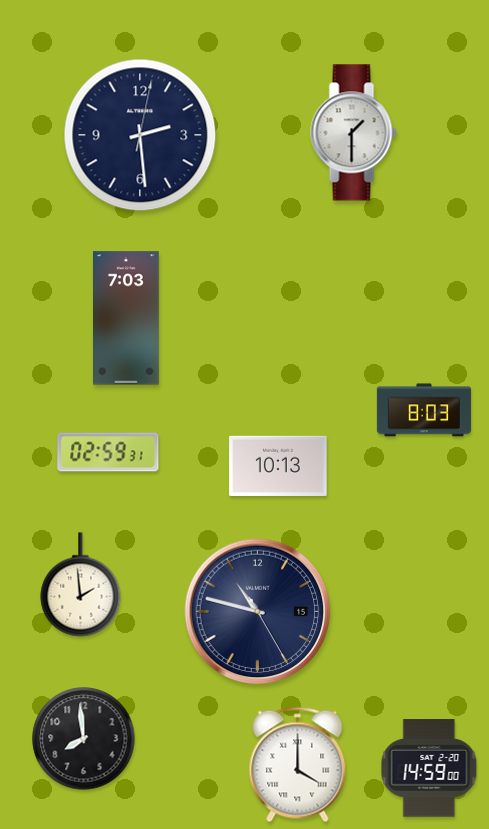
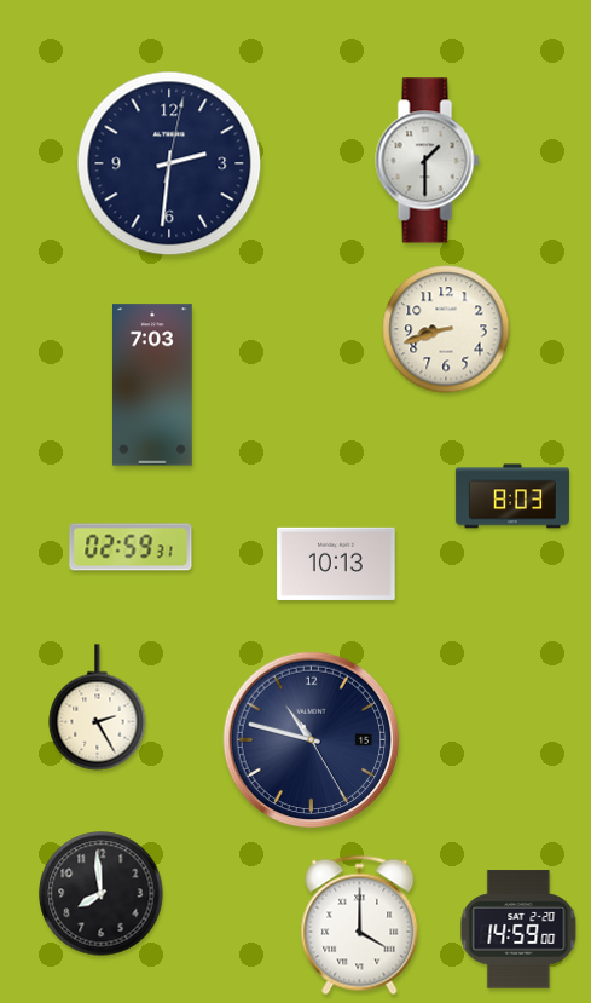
clock at (140, 135): 2:29 -> 2:31
clock at (446, 329): none -> 8:42
clock at (81, 585): 1:59 -> 2:25
